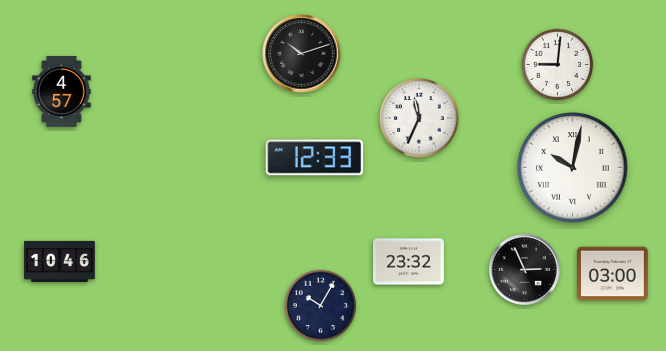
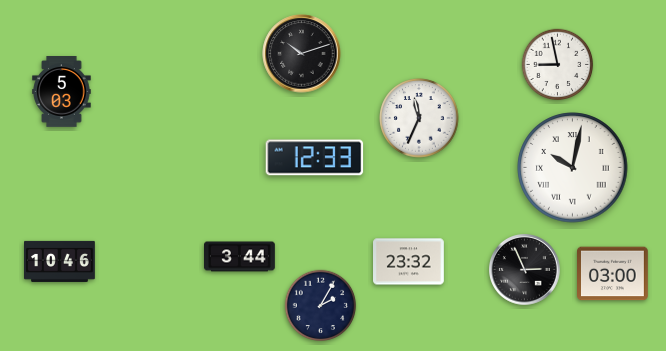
clock at (558, 65): 9:01 -> 8:58
clock at (62, 92): 4:57 -> 5:03
clock at (240, 257): none -> 3:44
clock at (321, 306): 10:05 -> 2:05
